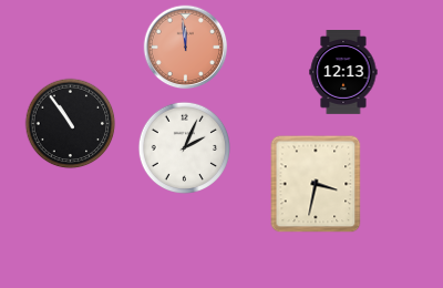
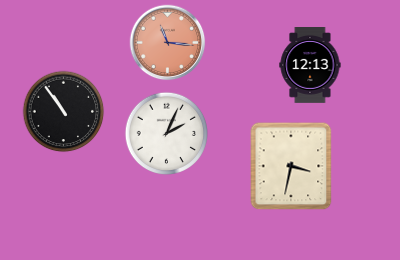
clock at (186, 48): 11:59 -> 11:16
clock at (316, 184) position: (316, 184) -> (291, 166)
